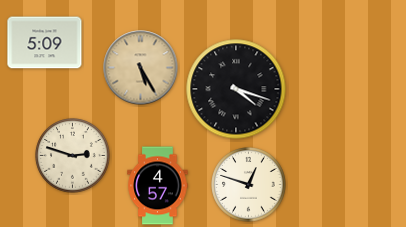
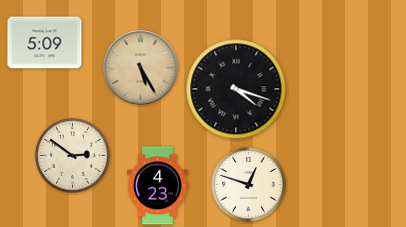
clock at (73, 156): 2:48 -> 2:51
clock at (158, 186): 4:57 -> 4:23
